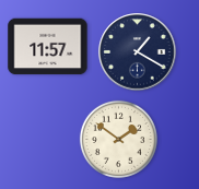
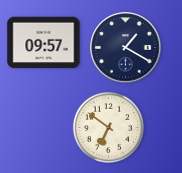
clock at (48, 47): 11:57 -> 09:57
clock at (118, 139): 1:51 -> 6:51
